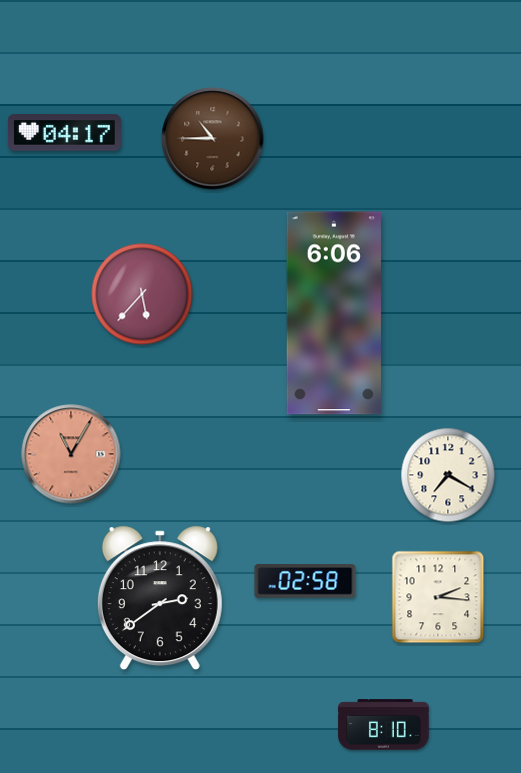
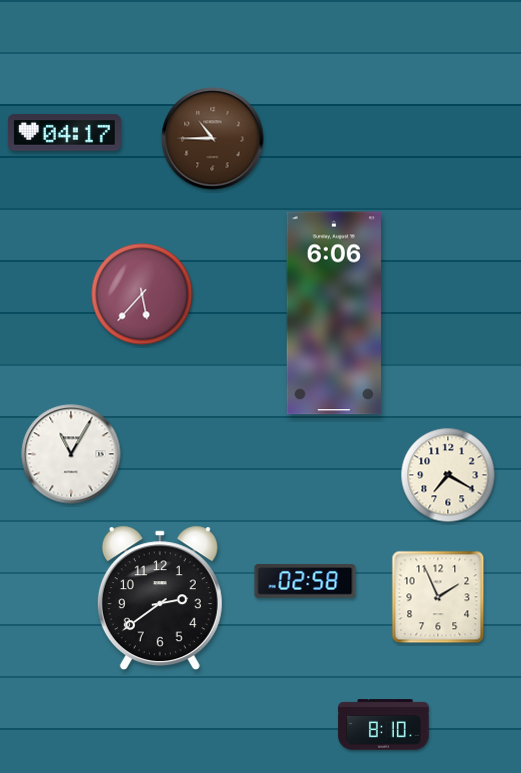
clock at (71, 454) dial: salmon -> white
clock at (438, 597): 2:16 -> 1:56
